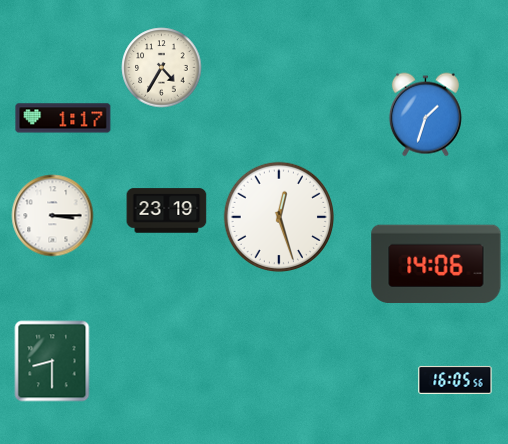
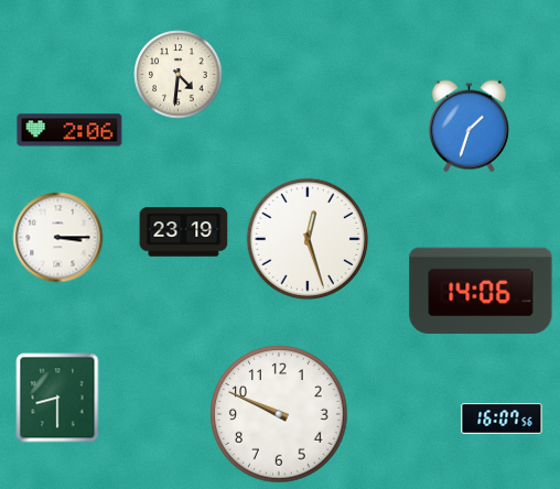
clock at (162, 68): 4:35 -> 4:31
clock at (63, 118): 1:17 -> 2:06
clock at (279, 414): none -> 9:49
clock at (455, 380): 16:05 -> 16:07
